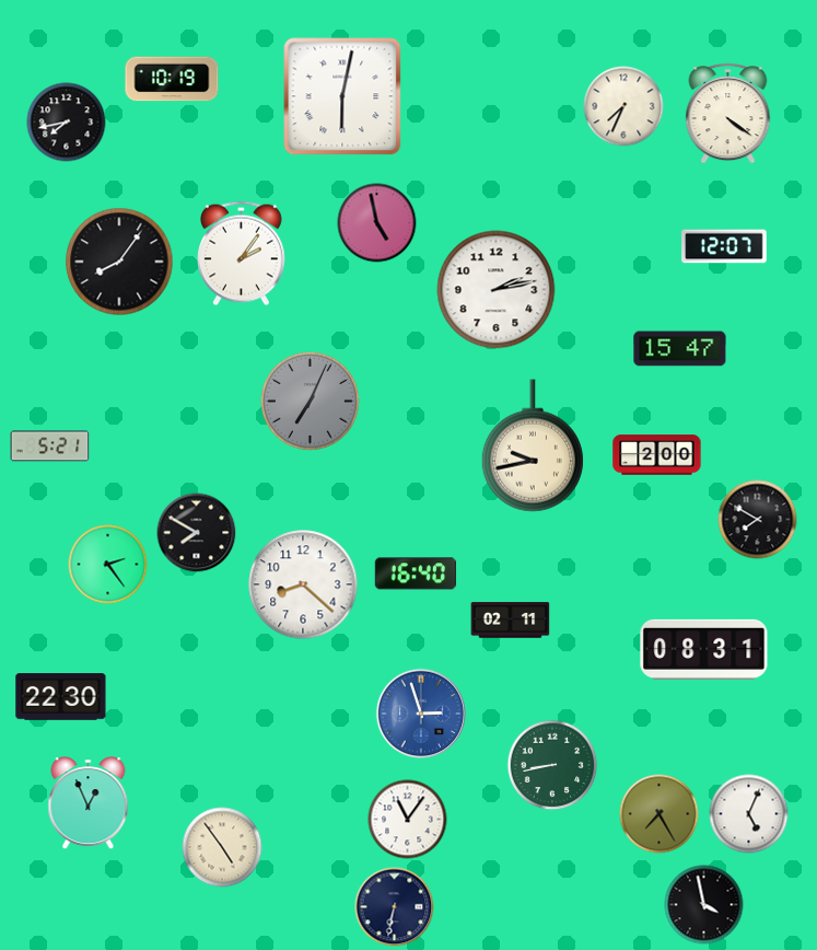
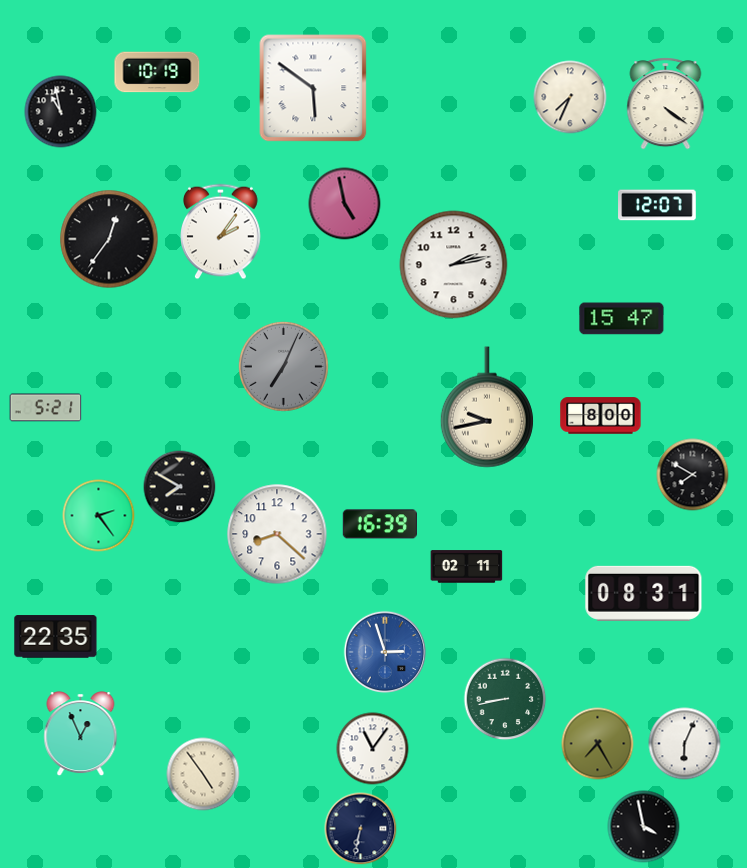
clock at (342, 96): 6:02 -> 5:51
clock at (67, 123): 7:43 -> 10:58
clock at (724, 246) position: (724, 246) -> (657, 205)
clock at (119, 262): 8:06 -> 12:36
clock at (657, 455): 2:00 -> 8:00
clock at (416, 574): 16:40 -> 16:39
clock at (61, 697): 22:30 -> 22:35
clock at (660, 814) position: (660, 814) -> (598, 744)
clock at (749, 814): 5:04 -> 6:04
